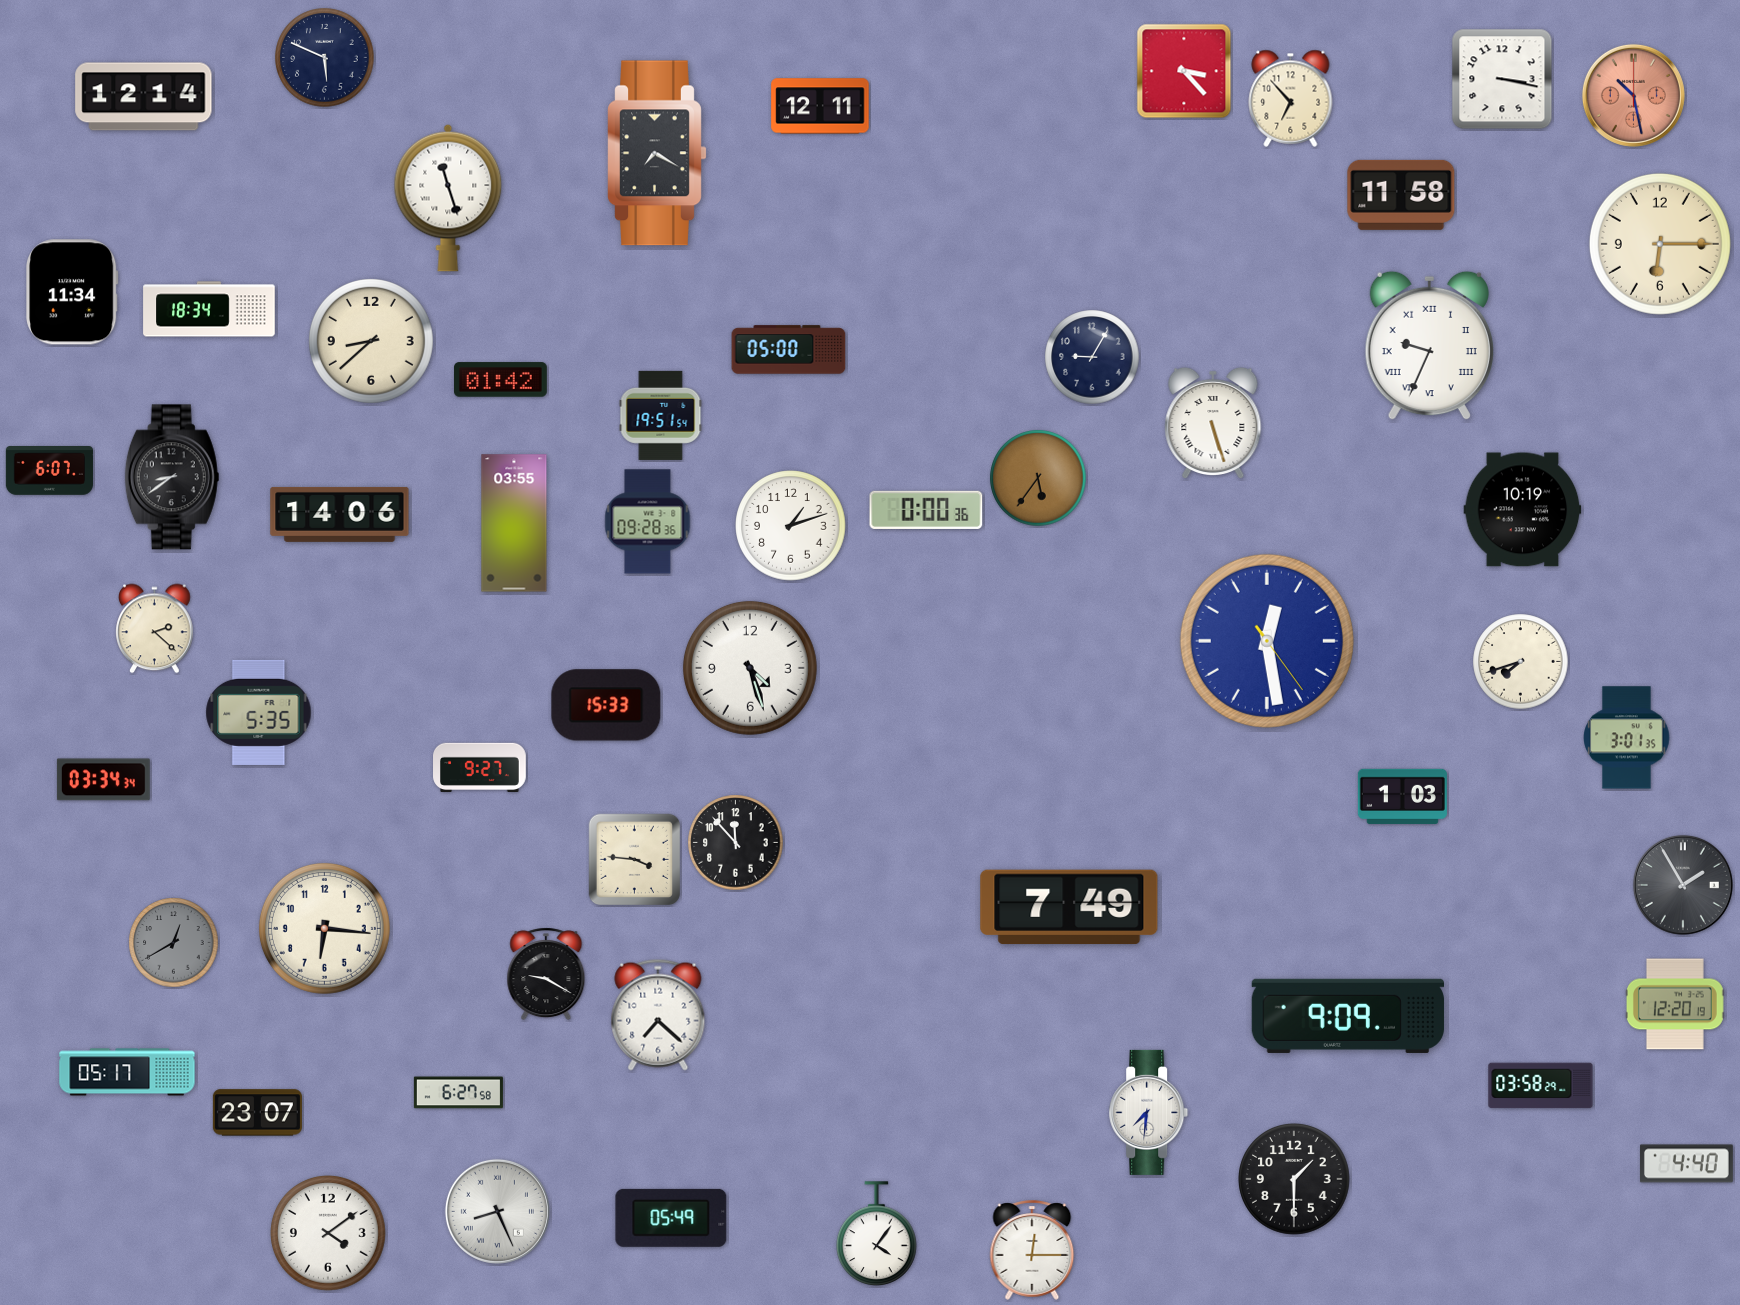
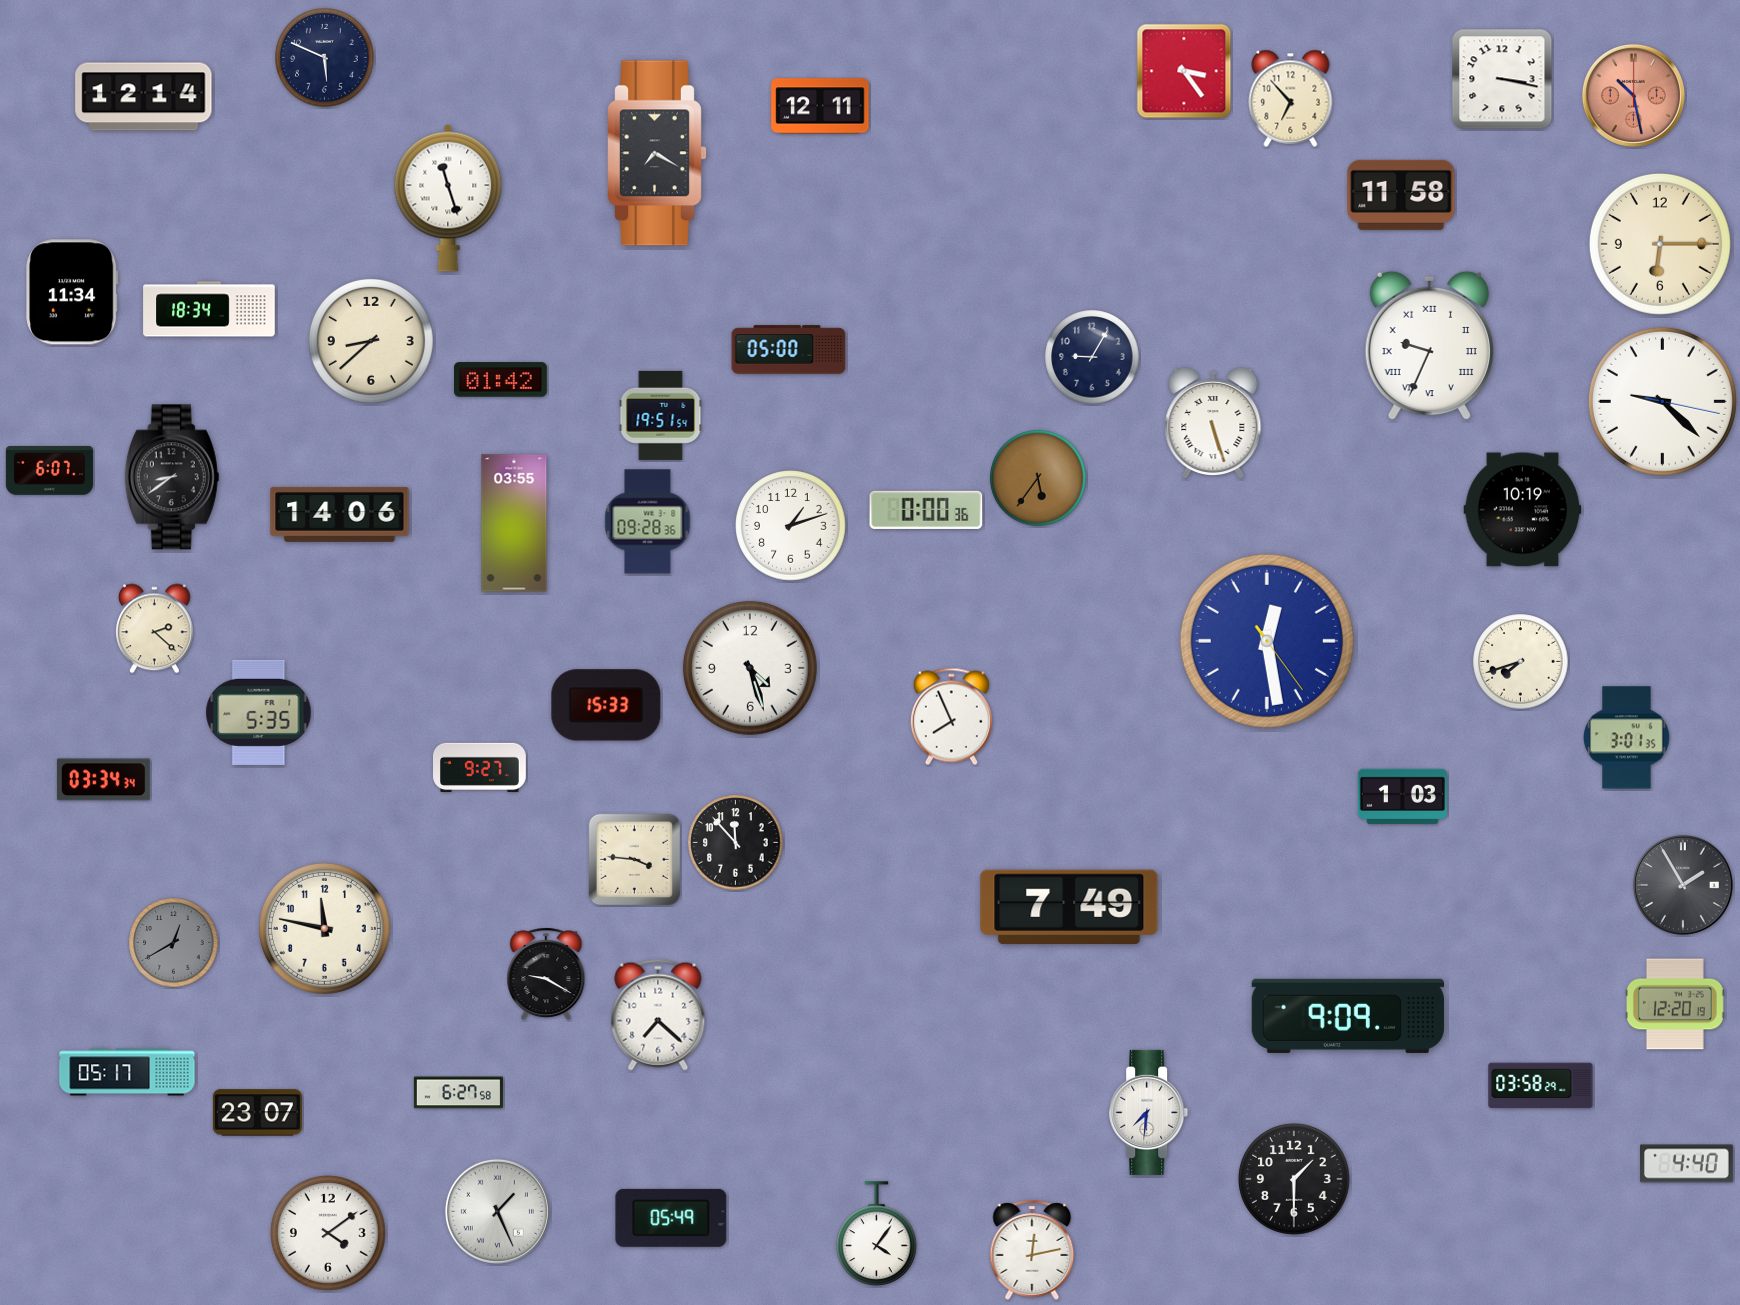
clock at (1184, 71): 3:23 -> 3:24
clock at (1662, 401): none -> 9:22
clock at (951, 717): none -> 7:56
clock at (324, 928): 6:16 -> 11:47
clock at (497, 1211): 8:26 -> 1:26
clock at (1032, 1250): 12:15 -> 12:13
